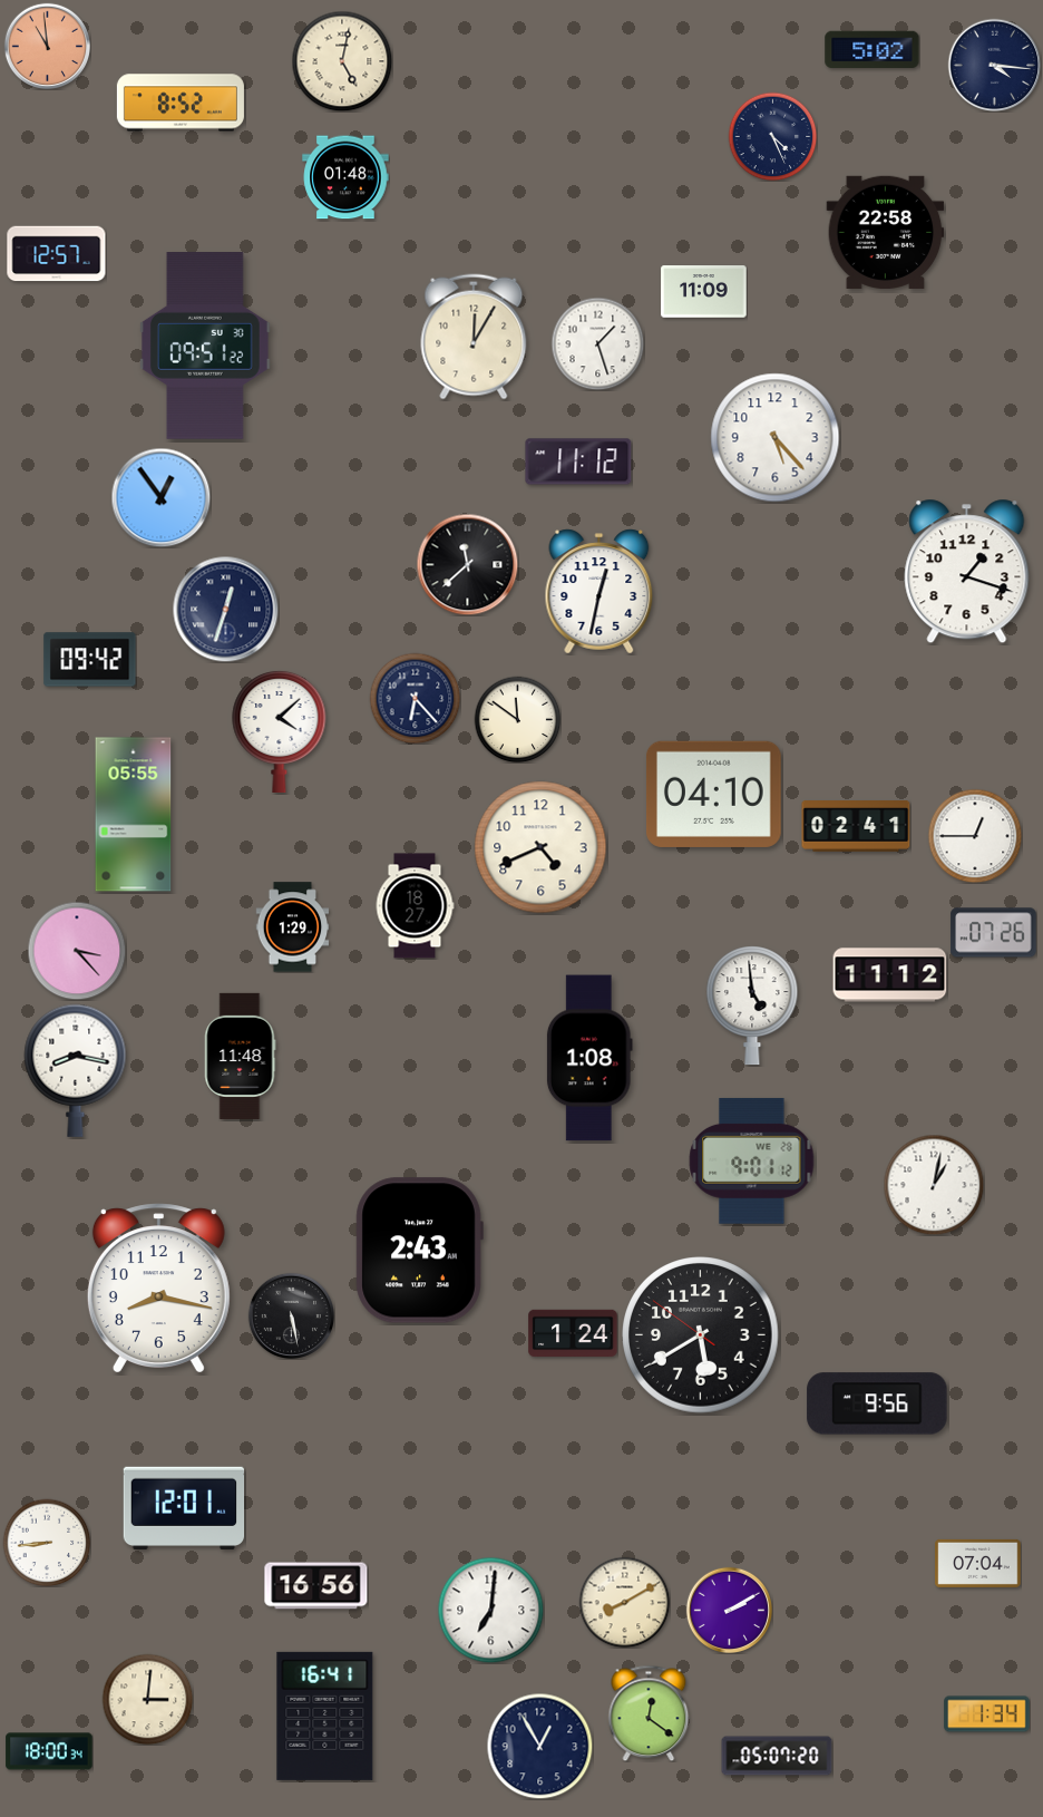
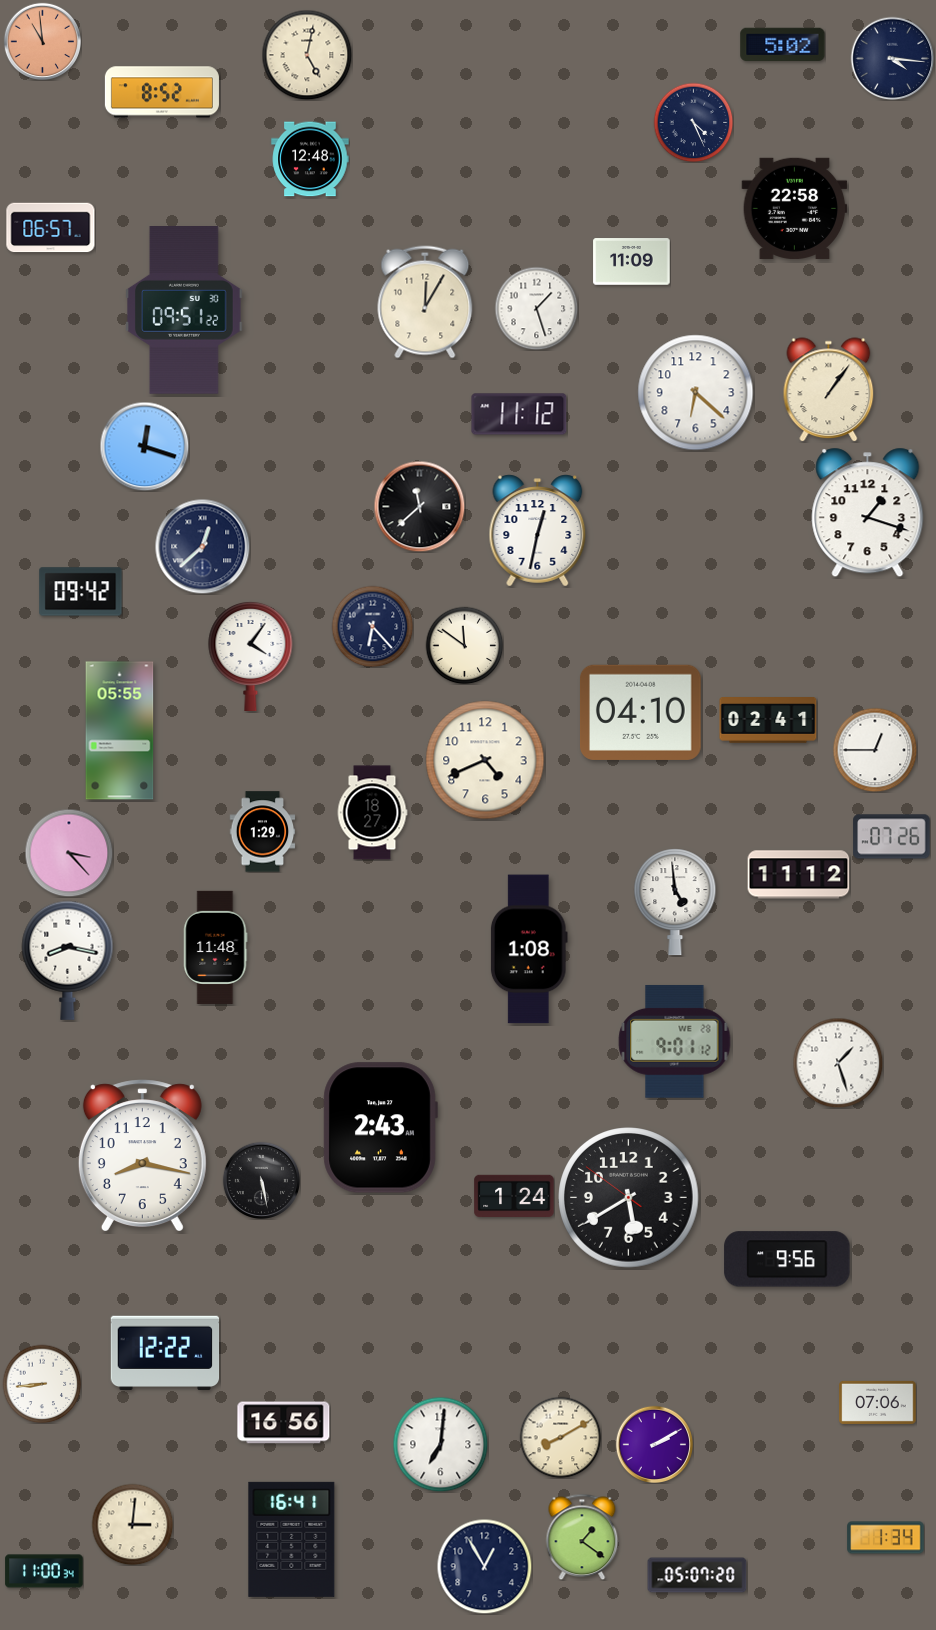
clock at (345, 177): 01:48 -> 12:48
clock at (57, 254): 12:57 -> 06:57
clock at (829, 390): none -> 1:06
clock at (776, 438): 5:23 -> 6:22
clock at (160, 497): 12:54 -> 12:18
clock at (225, 609): 12:33 -> 12:38
clock at (280, 730): 4:08 -> 4:06
clock at (856, 827) position: (856, 827) -> (768, 721)
clock at (934, 1185): 1:02 -> 1:27
clock at (419, 1251) position: (419, 1251) -> (380, 1128)
clock at (184, 1508): 12:01 -> 12:22
clock at (978, 1563): 07:04 -> 07:06
clock at (649, 1713): 12:21 -> 1:21
clock at (49, 1751): 18:00 -> 11:00
